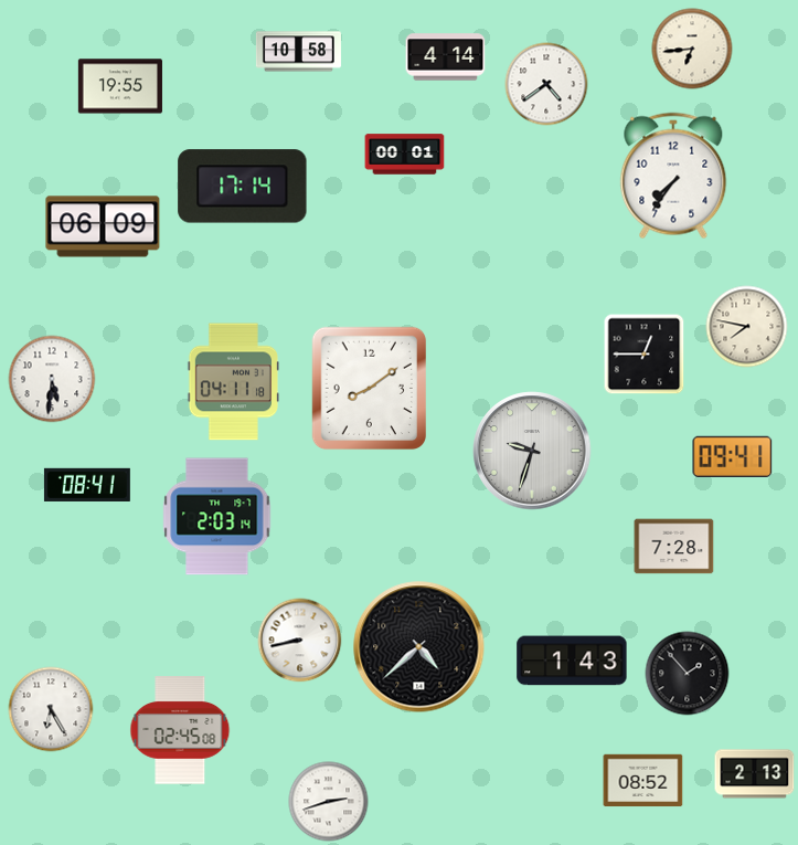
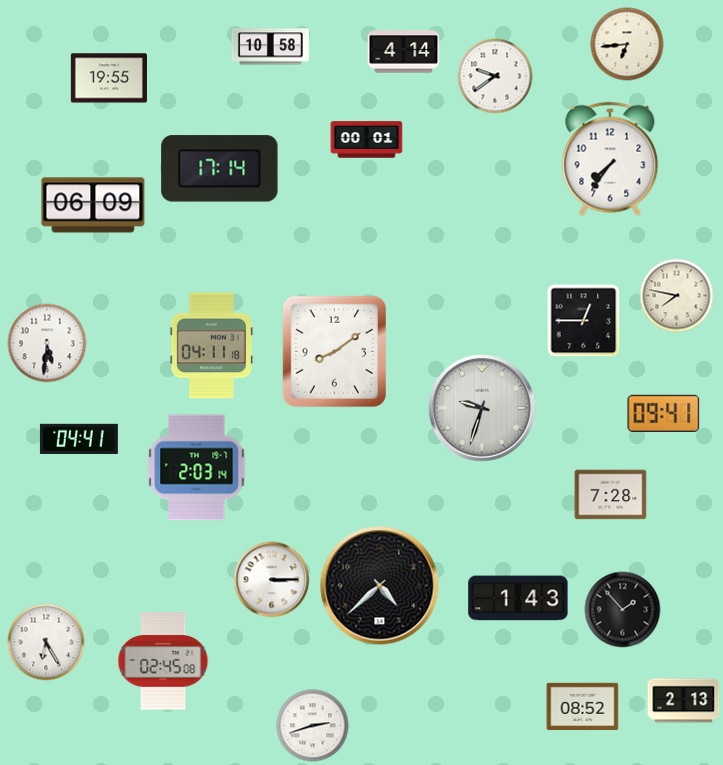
clock at (546, 84): 4:39 -> 9:39
clock at (87, 485): 08:41 -> 04:41
clock at (300, 641): 8:43 -> 3:15
clock at (329, 802) position: (329, 802) -> (313, 726)
